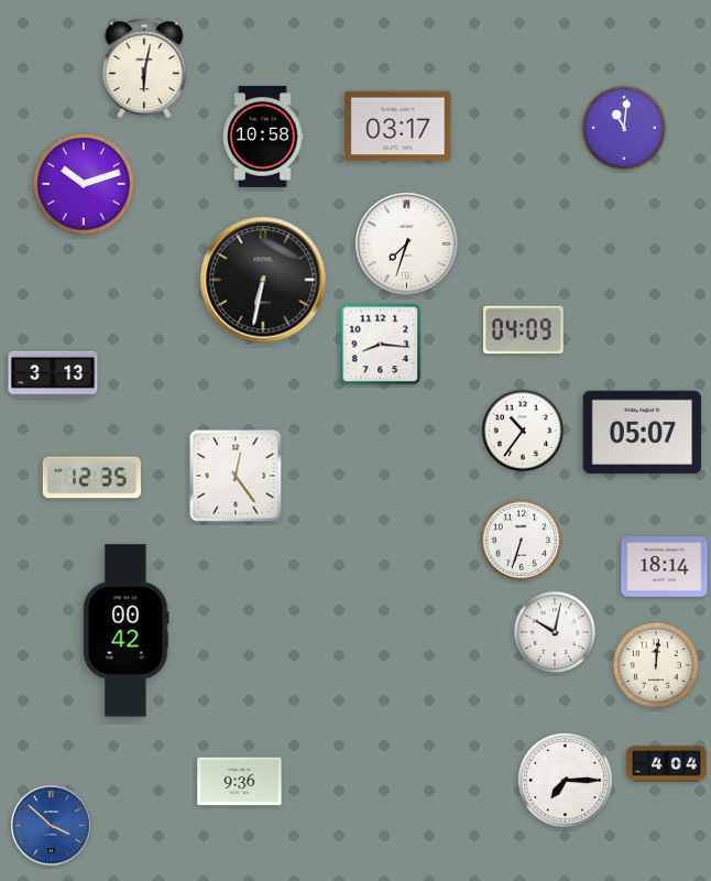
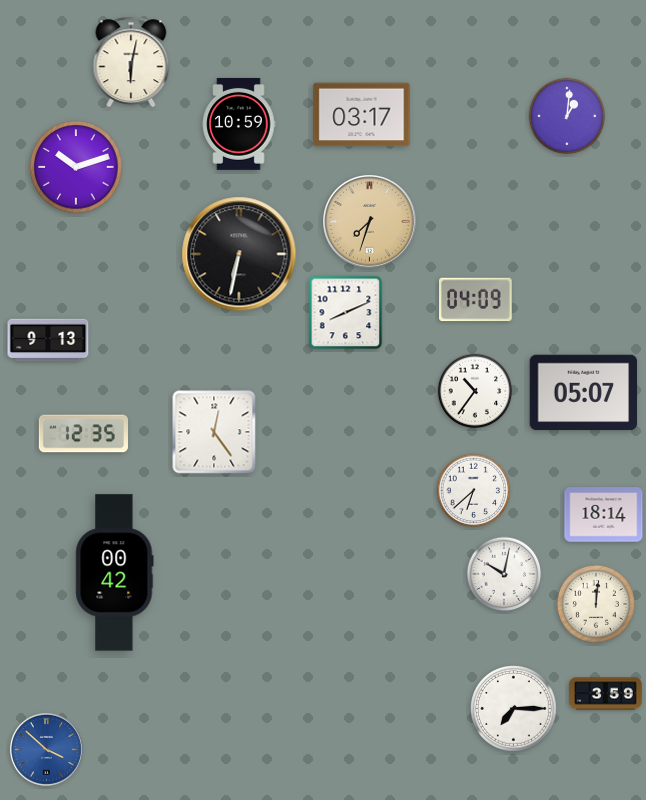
clock at (624, 128): 11:01 -> 1:01
clock at (263, 137): 10:58 -> 10:59
clock at (407, 244) dial: white -> champagne
clock at (381, 345): 8:16 -> 8:11
clock at (53, 374): 3:13 -> 9:13
clock at (522, 541): 6:33 -> 6:38
clock at (667, 764): 4:04 -> 3:59
clock at (240, 782): 9:36 -> none
